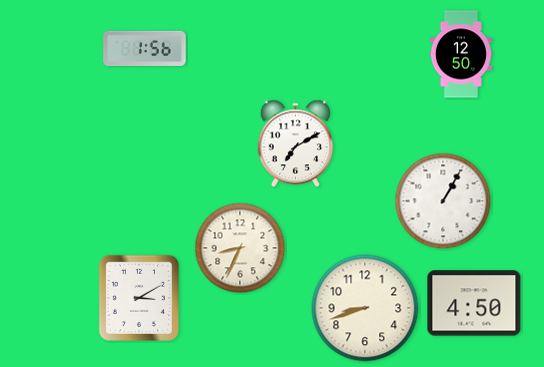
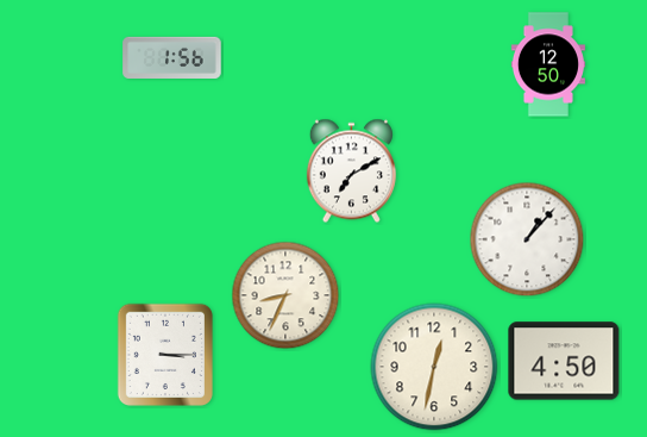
clock at (443, 201): 1:05 -> 1:07
clock at (139, 298): 3:10 -> 3:15
clock at (365, 308): 8:42 -> 12:32
